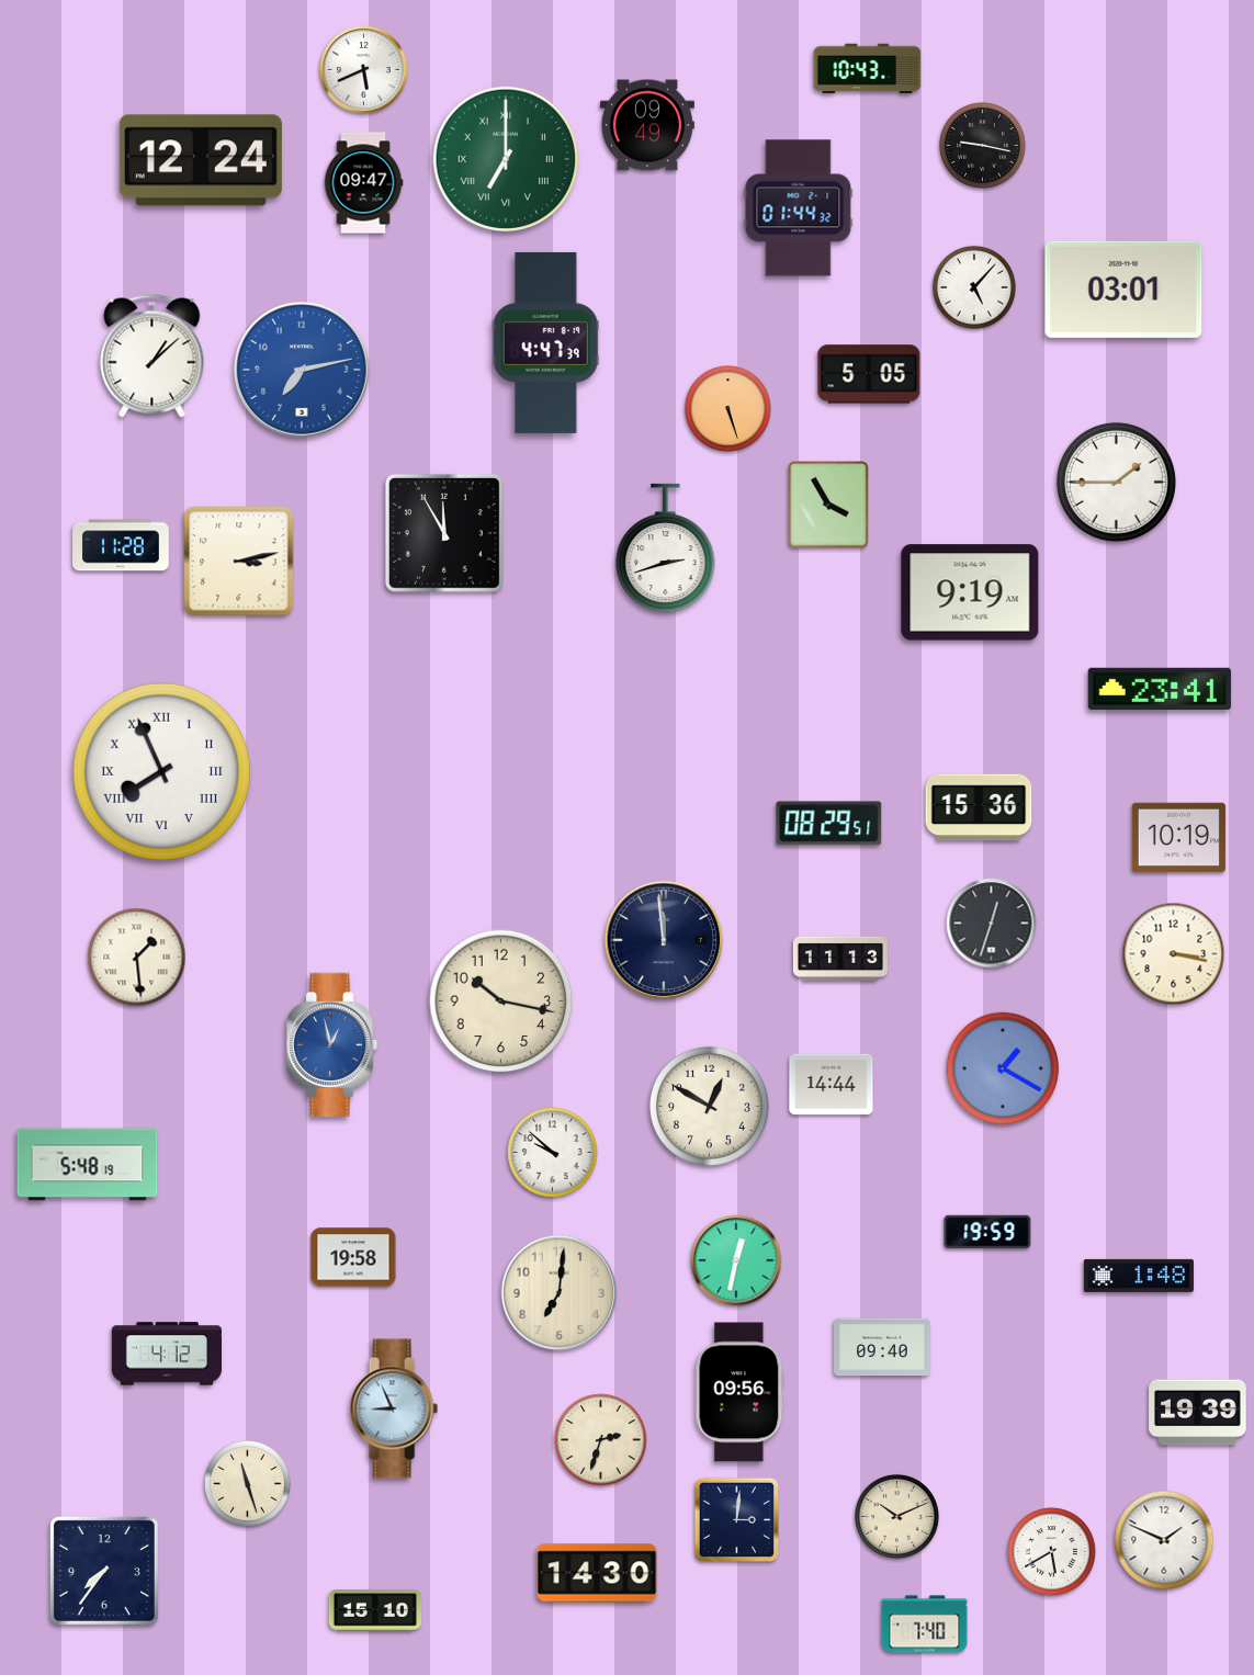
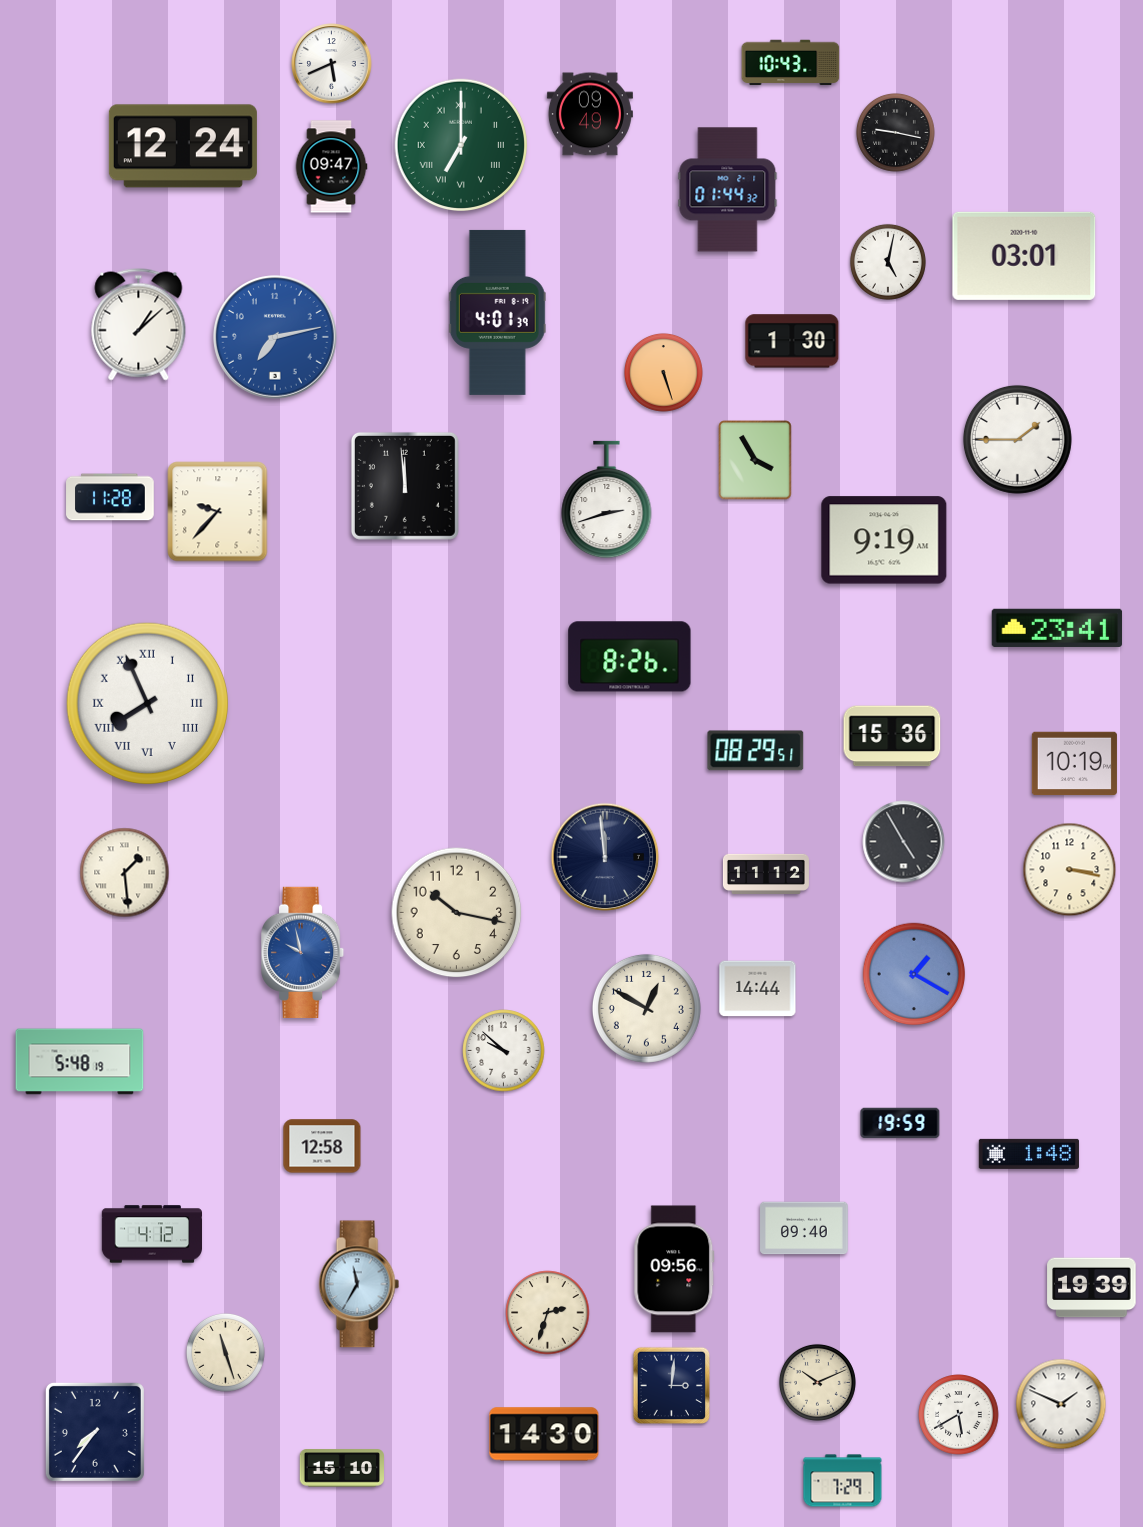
clock at (974, 287): 5:07 -> 5:02
clock at (1123, 290) position: (1123, 290) -> (1024, 256)
clock at (545, 342): 4:47 -> 4:01
clock at (869, 374): 5:05 -> 1:30
clock at (444, 533): 11:55 -> 11:59
clock at (239, 562): 3:13 -> 9:37
clock at (630, 657): none -> 8:26
clock at (992, 924): 12:33 -> 4:55
clock at (840, 959): 11:13 -> 11:12
clock at (334, 1044): 12:58 -> 9:58
clock at (353, 1257): 19:58 -> 12:58
clock at (736, 1260): 12:32 -> none
clock at (1139, 1276) position: (1139, 1276) -> (1029, 1154)
clock at (560, 1293): 7:01 -> none
clock at (394, 1408): 8:56 -> 11:35
clock at (925, 1625): 7:40 -> 7:29
